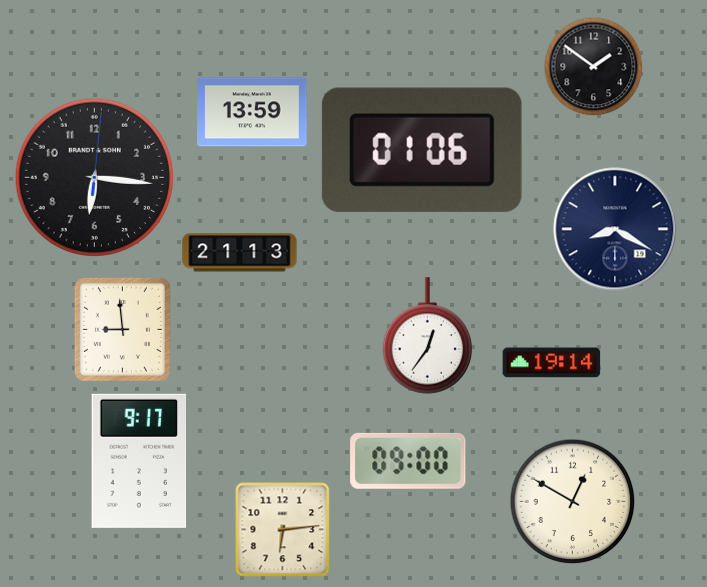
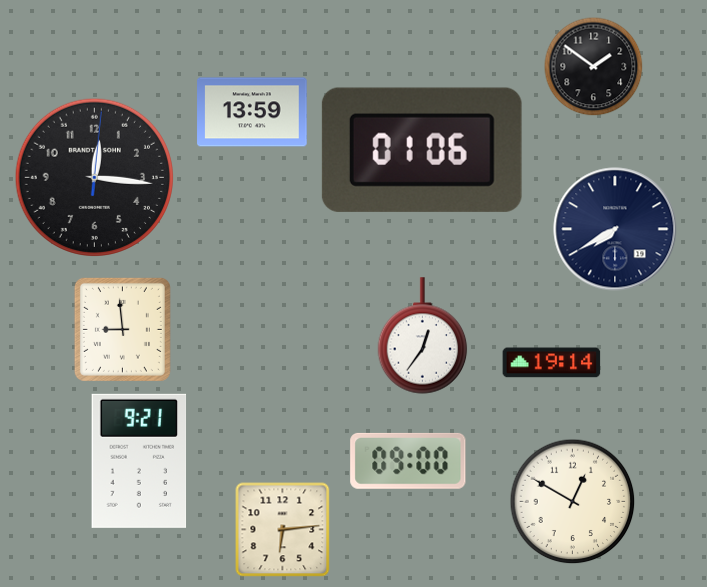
clock at (94, 177): 6:16 -> 12:16
clock at (615, 229): 8:20 -> 7:40
clock at (240, 253): 21:13 -> none
clock at (428, 336) position: (428, 336) -> (423, 336)
clock at (139, 461): 9:17 -> 9:21
